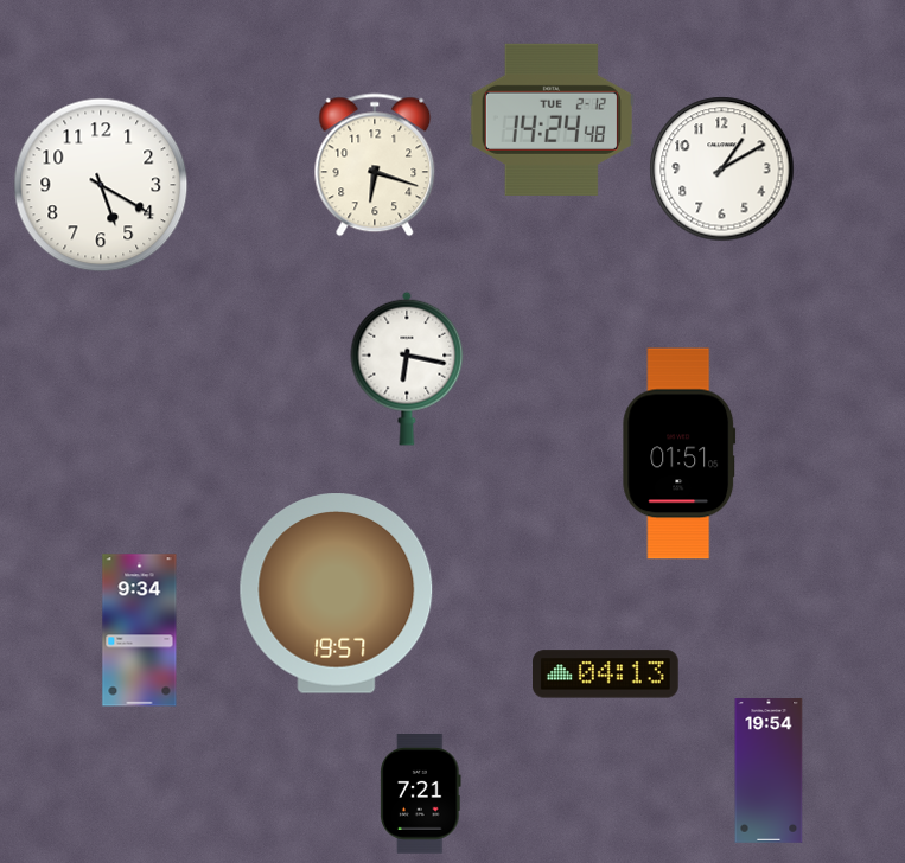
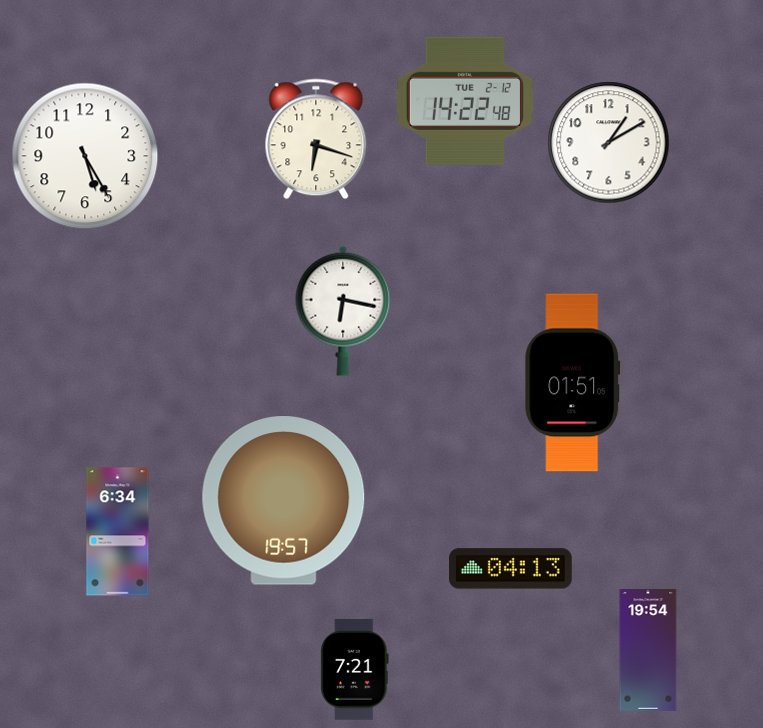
clock at (552, 120): 14:24 -> 14:22
clock at (101, 185): 5:20 -> 5:25
clock at (140, 631): 9:34 -> 6:34
